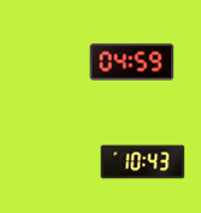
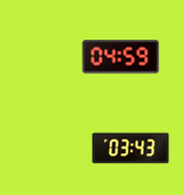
clock at (143, 162): 10:43 -> 03:43
